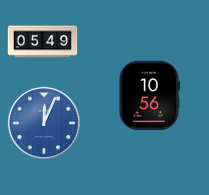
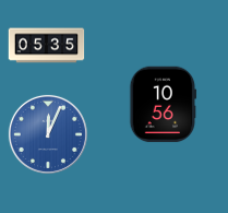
clock at (43, 42): 05:49 -> 05:35
